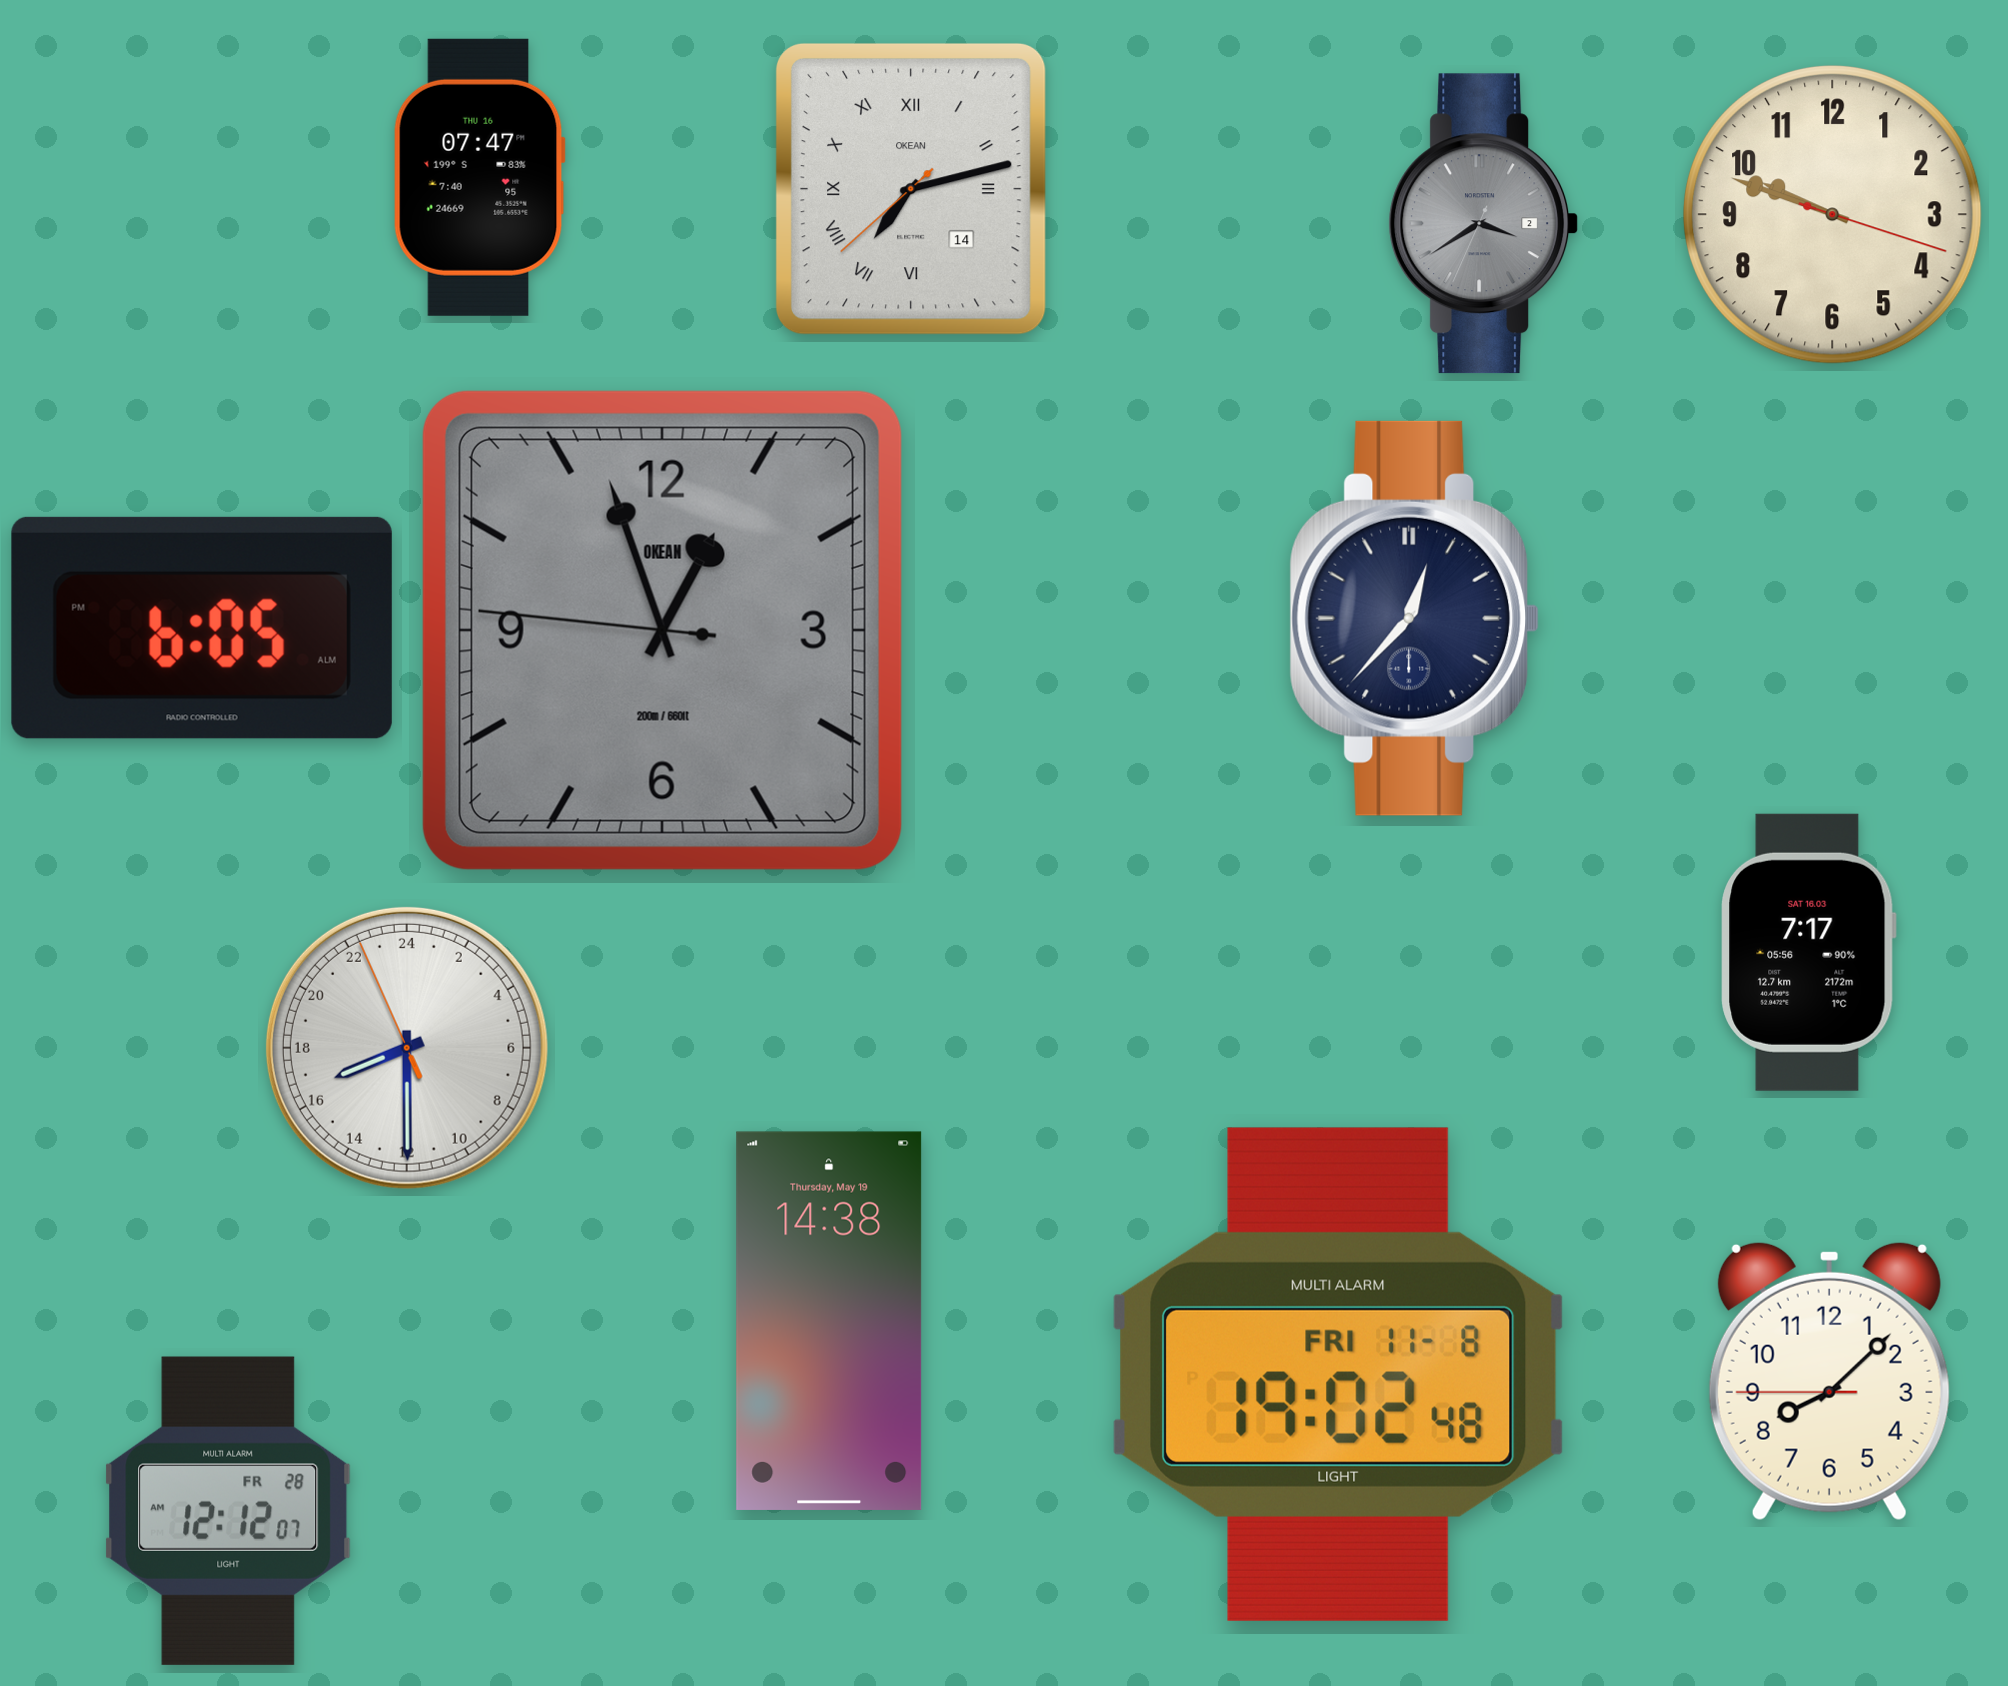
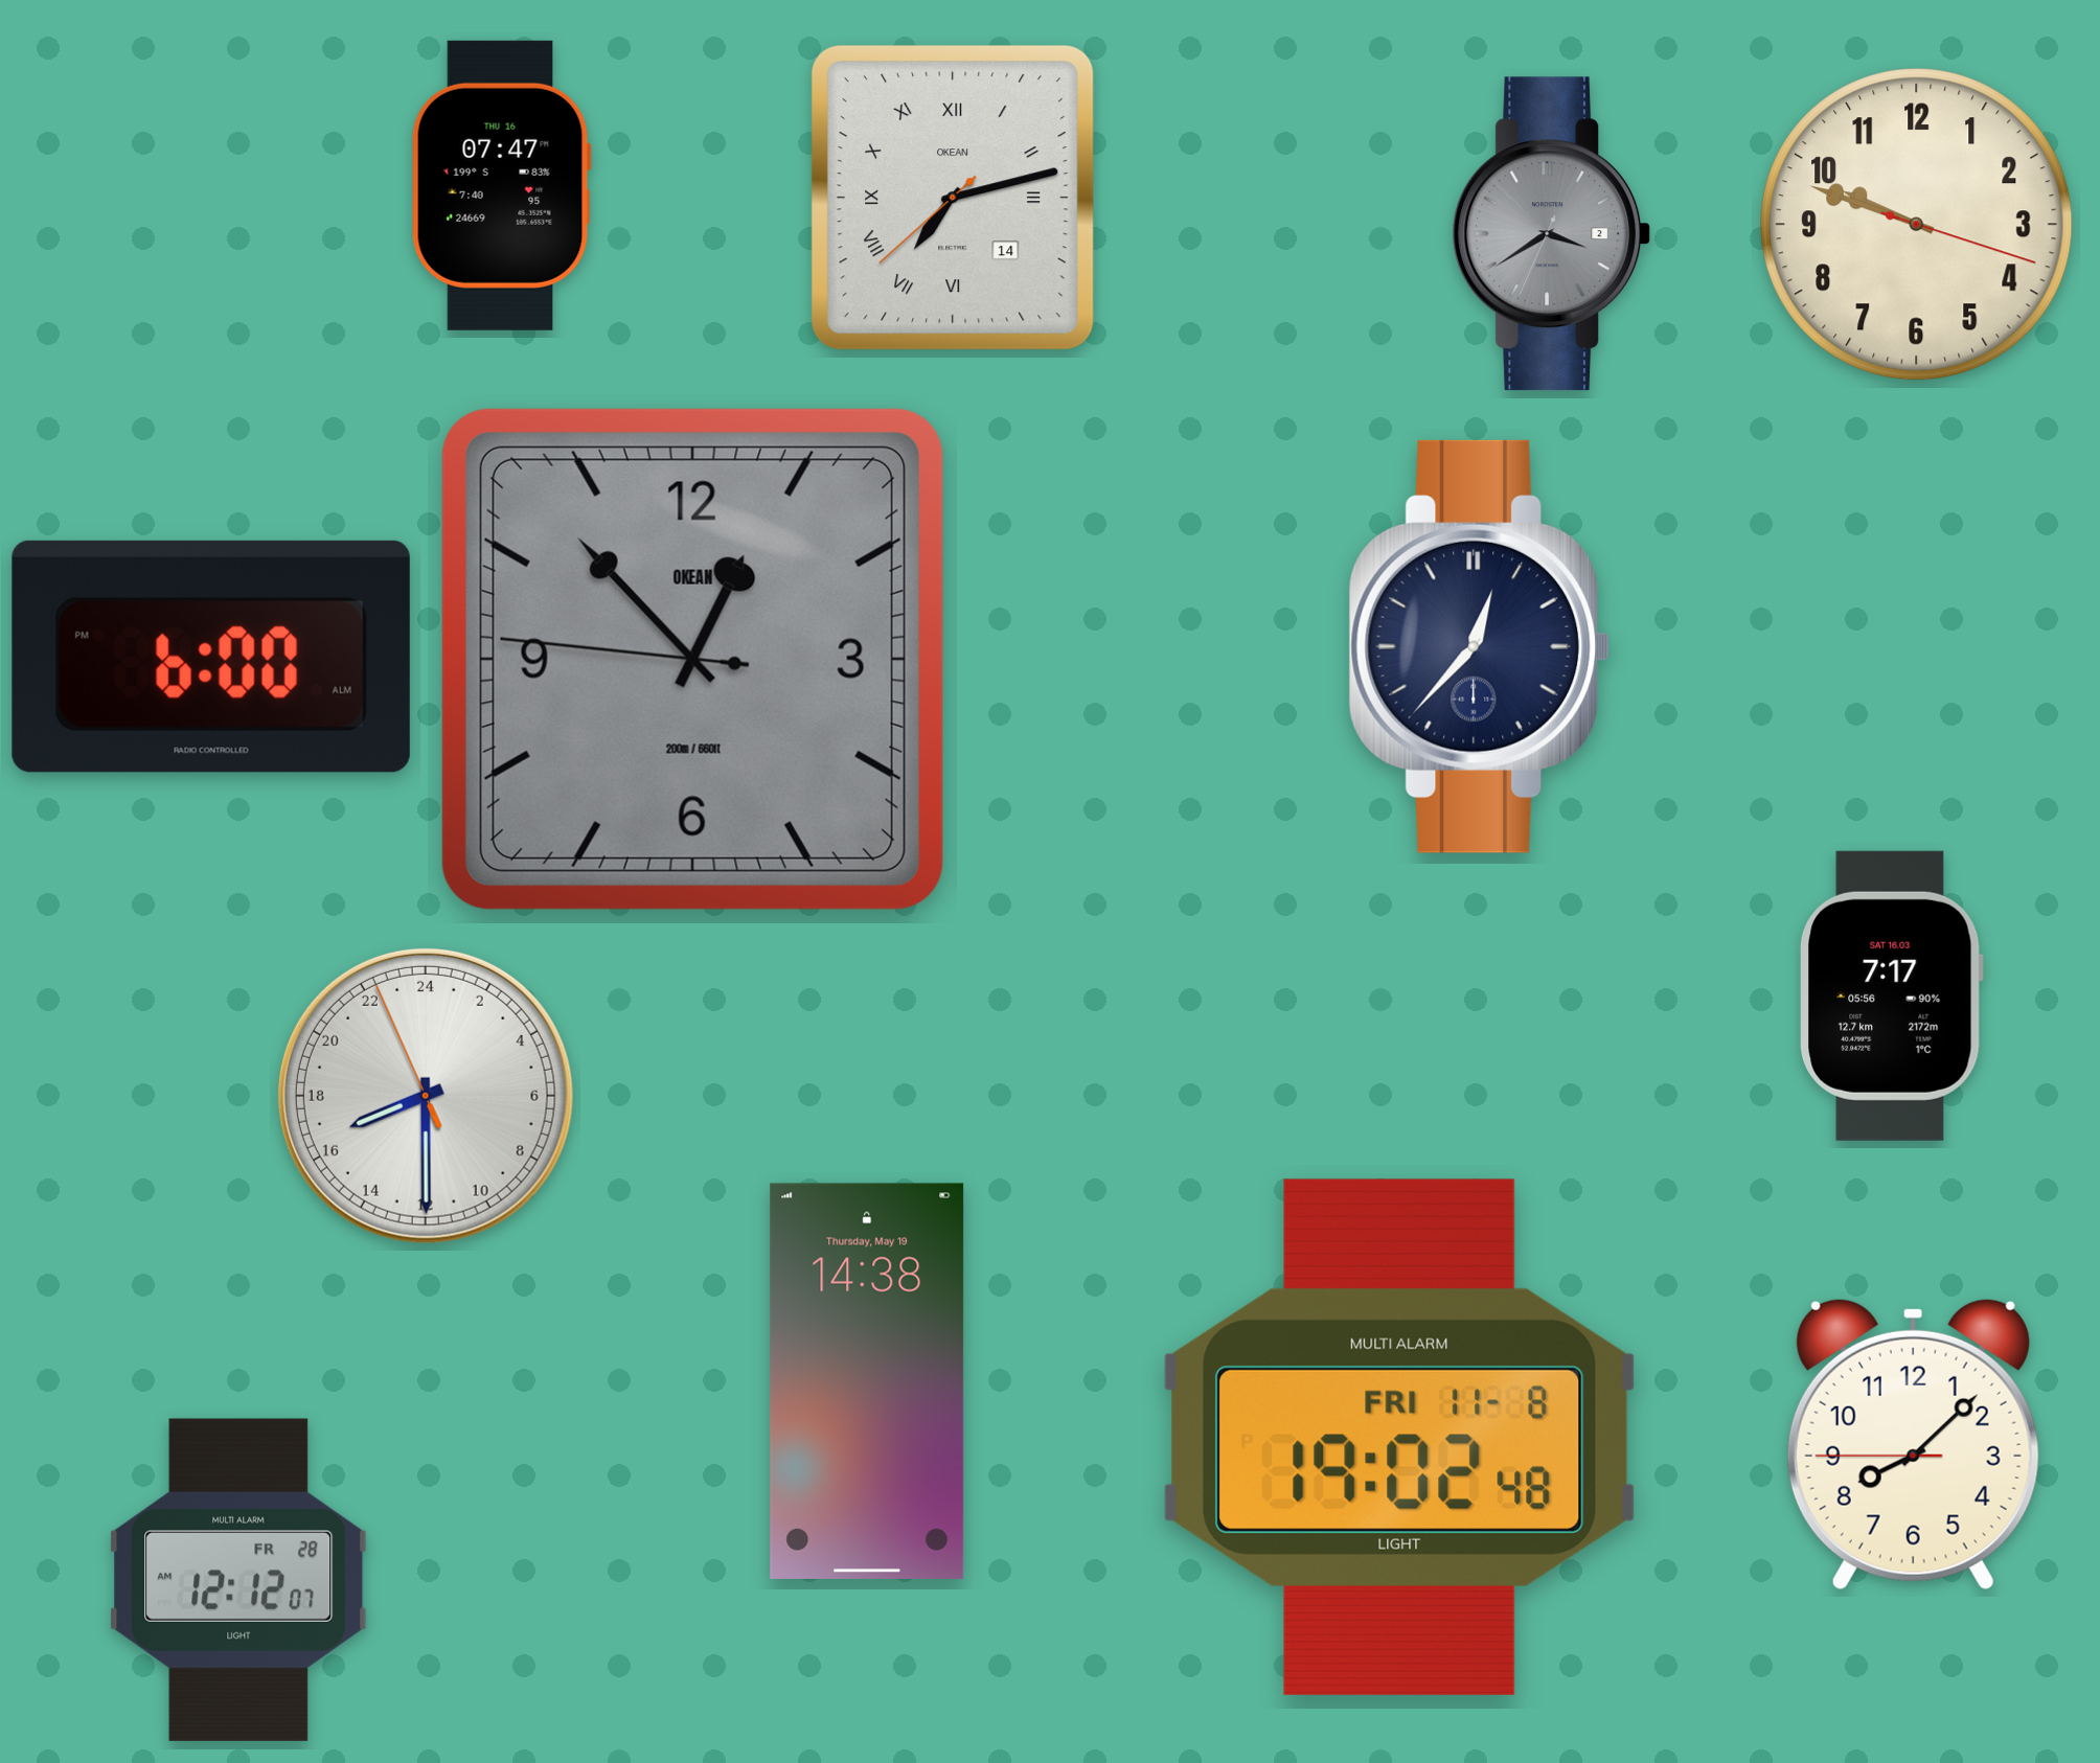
clock at (202, 628): 6:05 -> 6:00
clock at (662, 630): 12:56 -> 12:52
